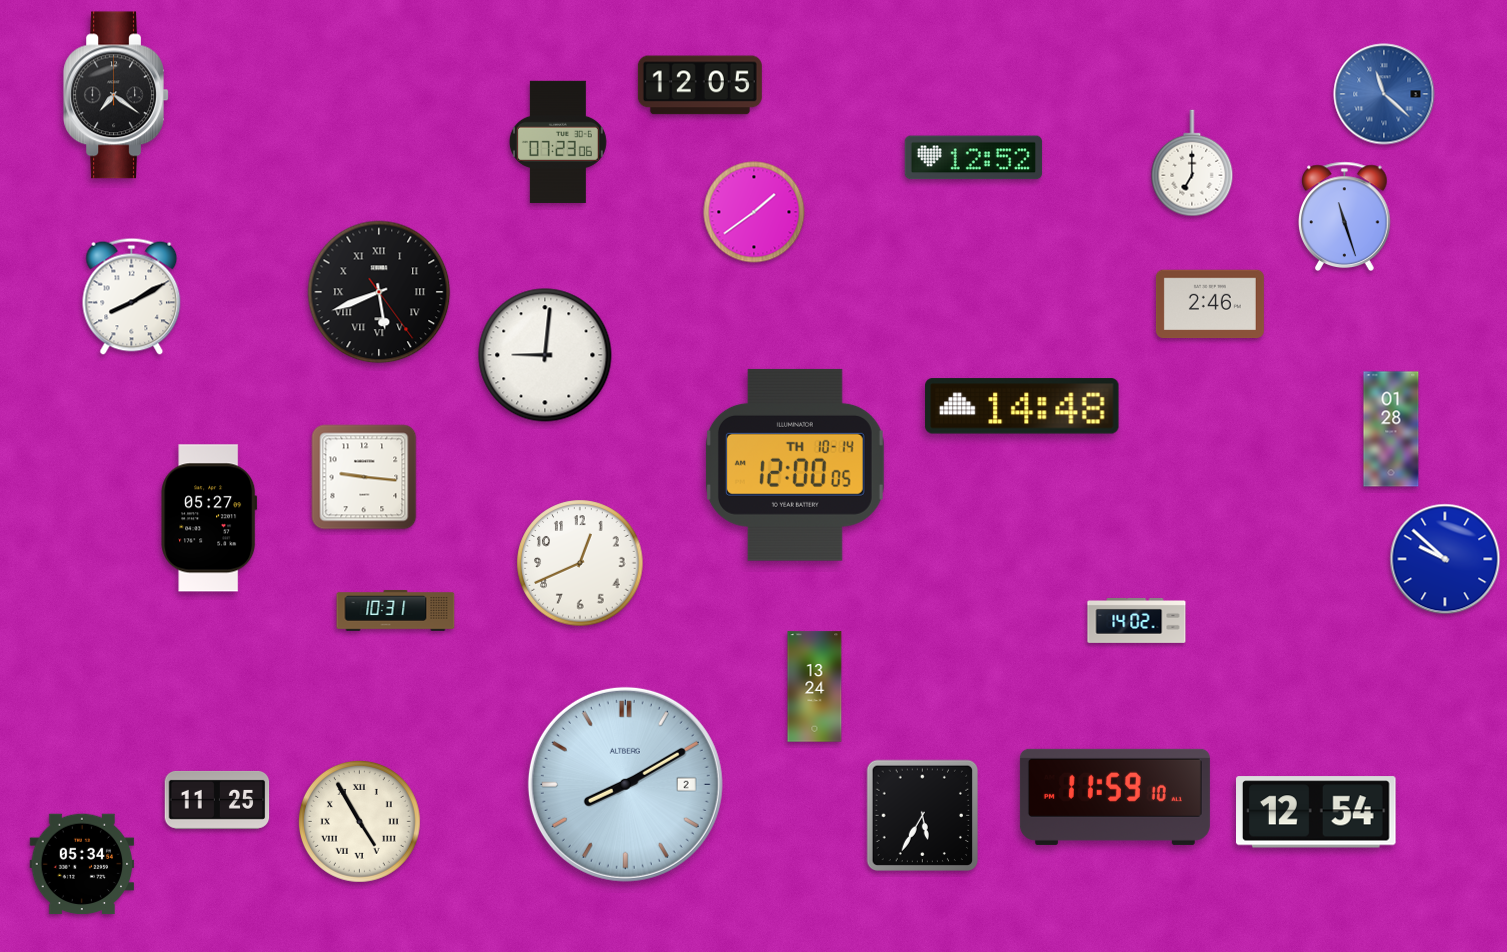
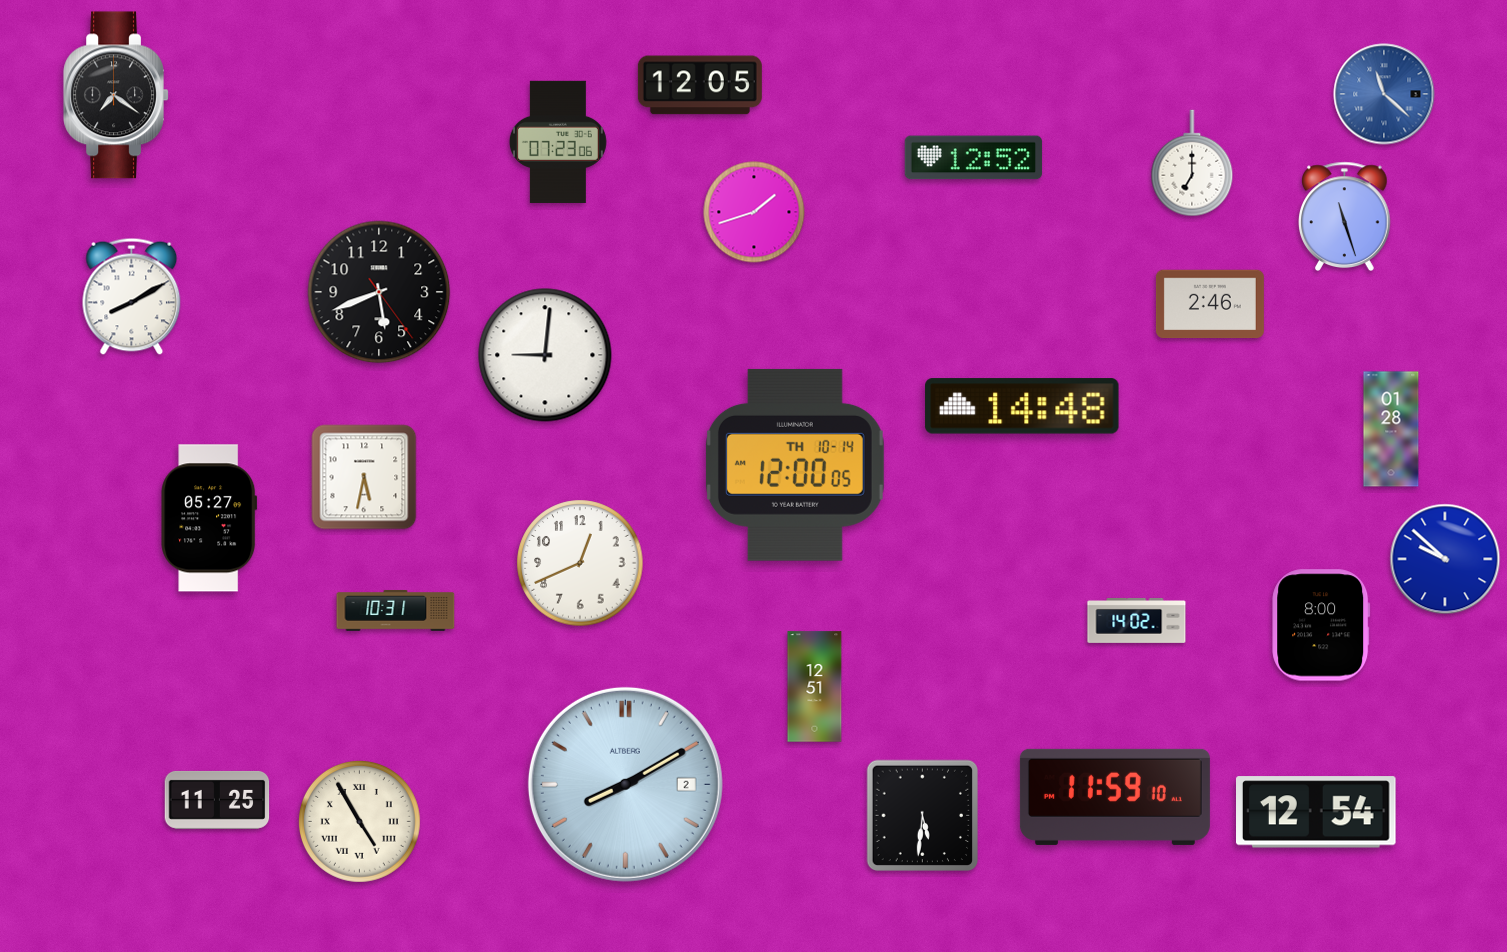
clock at (754, 212): 1:39 -> 1:42
clock at (379, 292) numerals: Roman -> Arabic
clock at (364, 477): 9:16 -> 5:32
clock at (1321, 625): none -> 8:00
clock at (815, 687): 13:24 -> 12:51
clock at (923, 816): 5:35 -> 5:31
clock at (82, 864): 05:34 -> none
